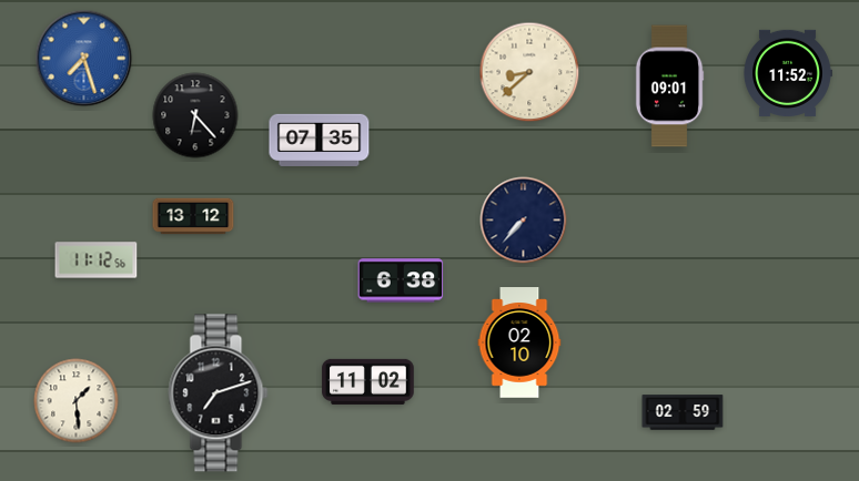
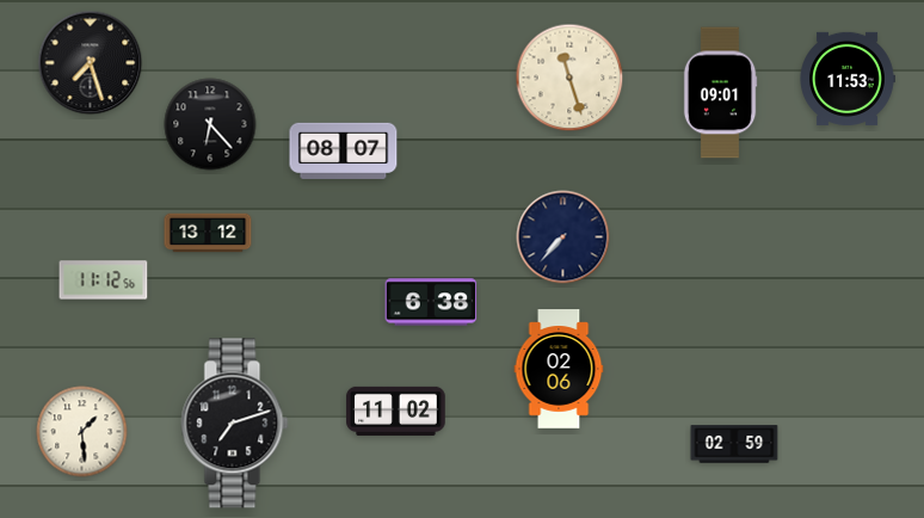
clock at (84, 59) dial: blue -> black
clock at (529, 72): 8:38 -> 11:27
clock at (788, 73): 11:52 -> 11:53
clock at (320, 140): 07:35 -> 08:07
clock at (519, 342): 02:10 -> 02:06
